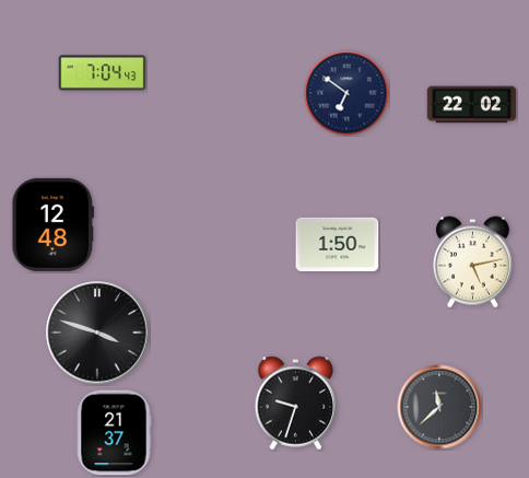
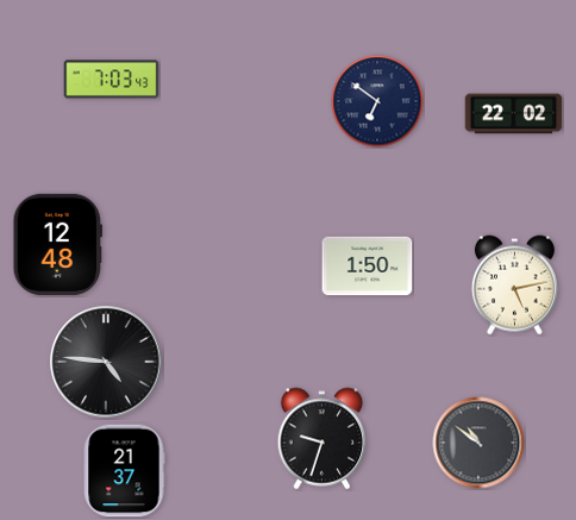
clock at (103, 73): 7:04 -> 7:03
clock at (97, 333): 3:48 -> 4:46
clock at (439, 407): 11:38 -> 10:51
